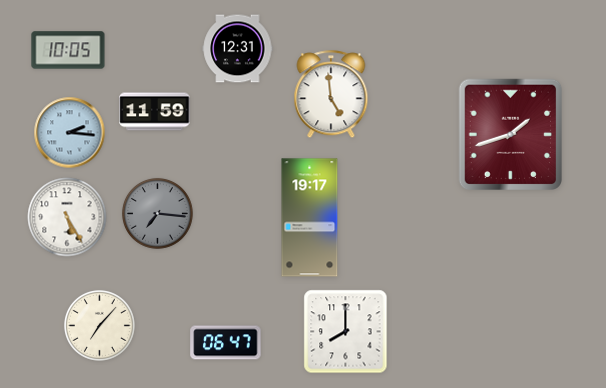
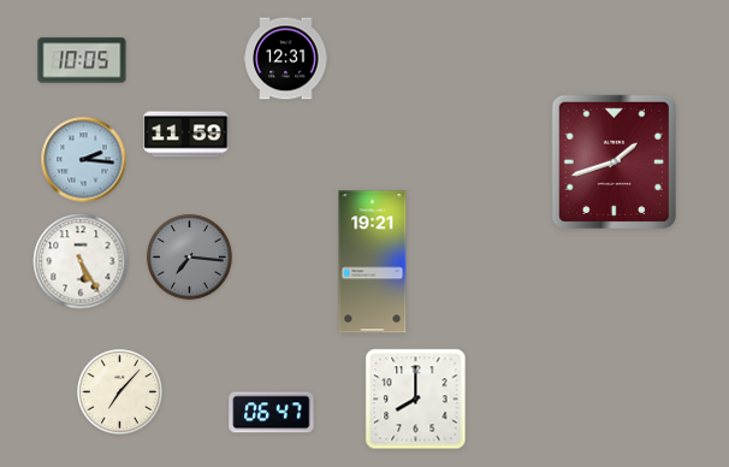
clock at (331, 95): 4:59 -> none
clock at (310, 218): 19:17 -> 19:21
